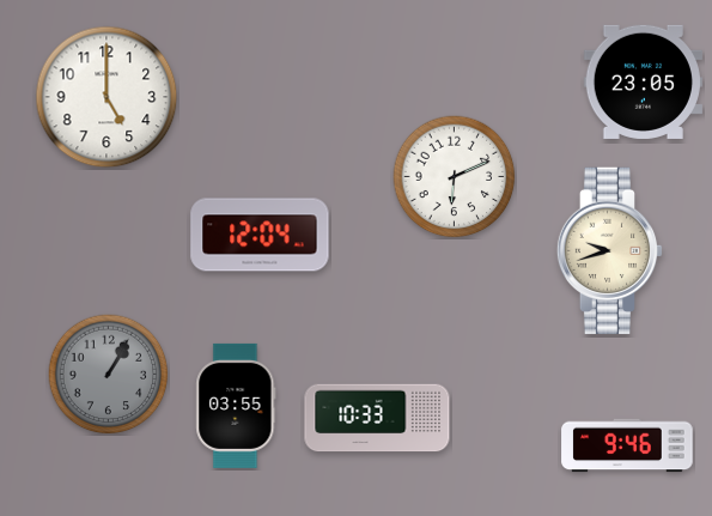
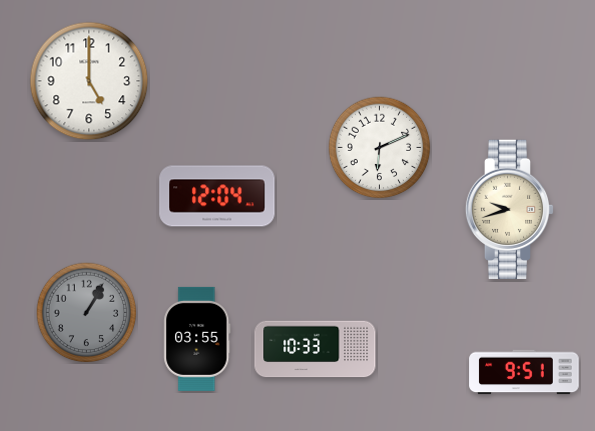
clock at (643, 81): 23:05 -> none
clock at (109, 375) position: (109, 375) -> (87, 313)
clock at (627, 445): 9:46 -> 9:51
